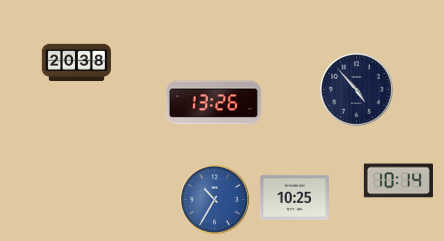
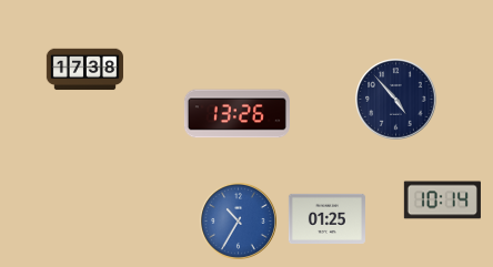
clock at (76, 63): 20:38 -> 17:38
clock at (294, 197): 10:25 -> 01:25
